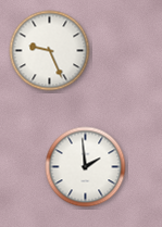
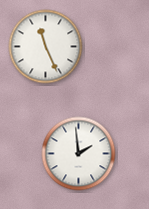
clock at (50, 51): 9:26 -> 11:26
